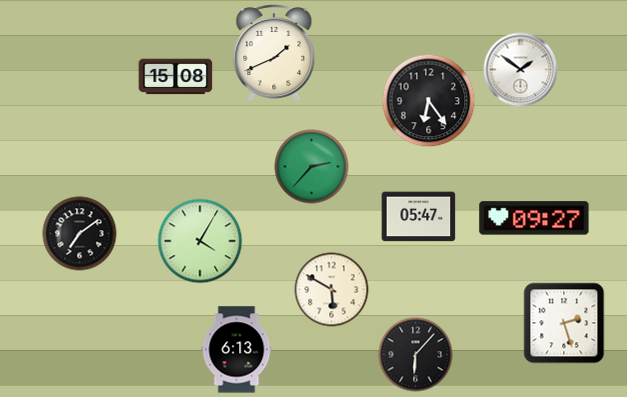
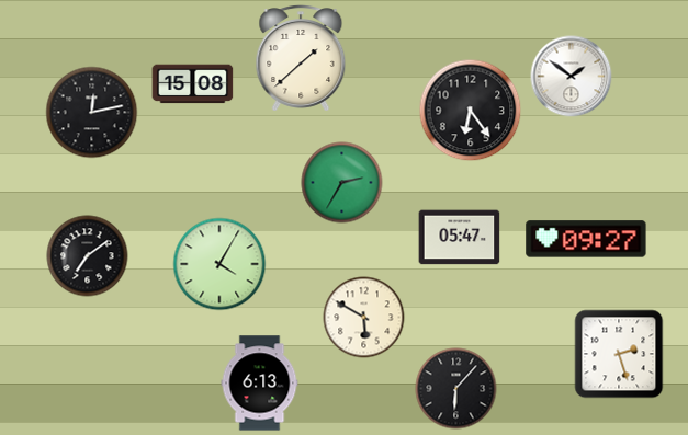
clock at (274, 53): 1:41 -> 1:38
clock at (92, 113): none -> 12:13
clock at (312, 167): 2:37 -> 2:35
